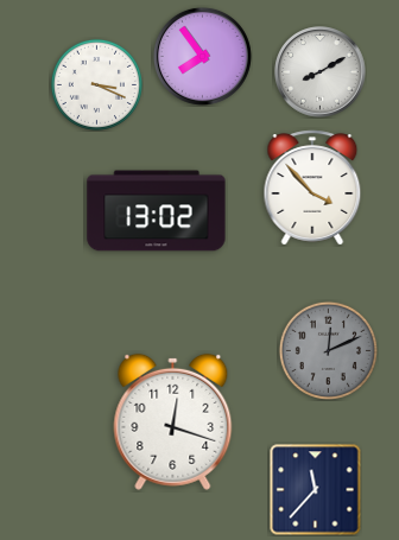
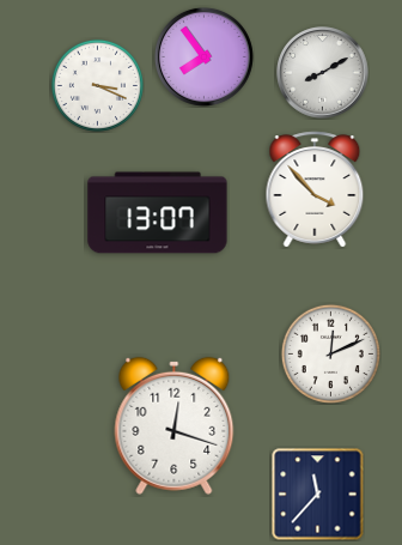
clock at (157, 211): 13:02 -> 13:07
clock at (328, 350) dial: grey -> white
